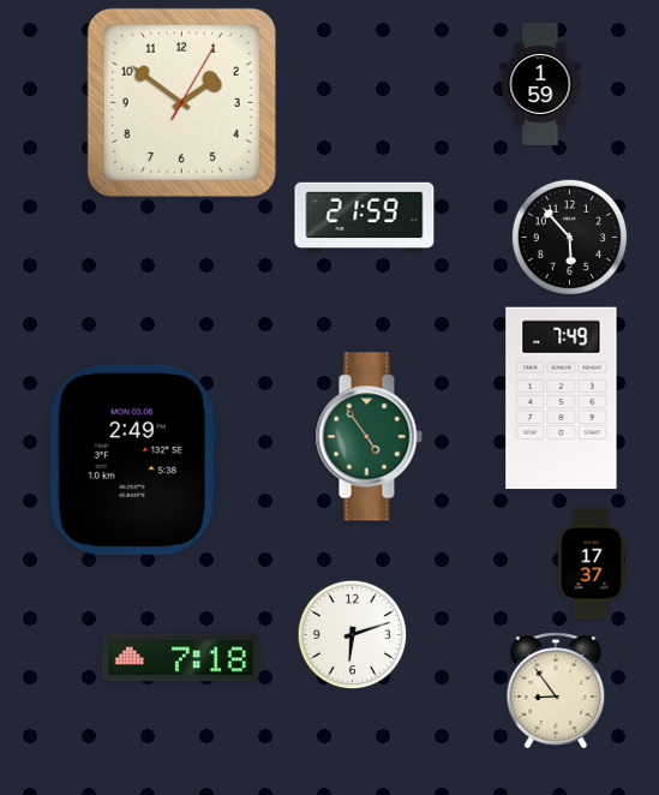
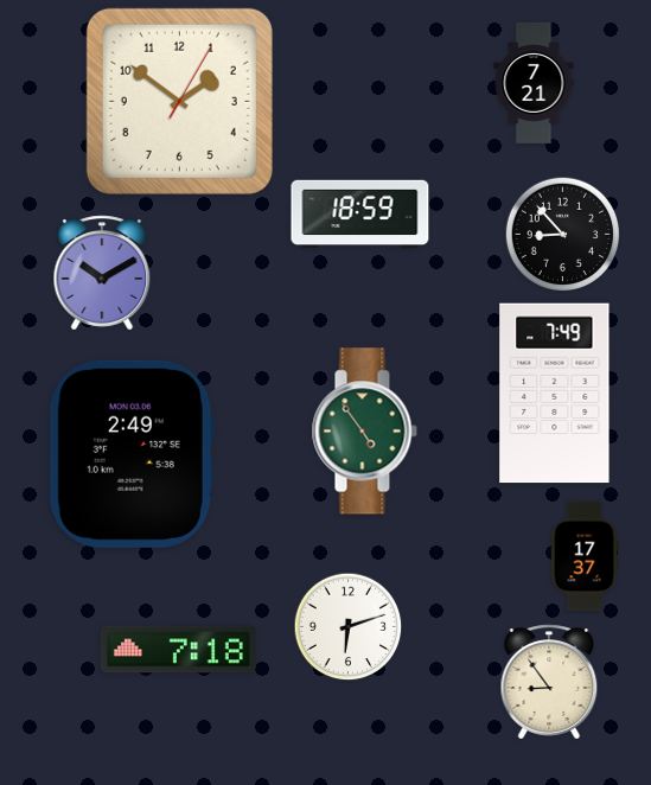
clock at (540, 84): 1:59 -> 7:21
clock at (365, 217): 21:59 -> 18:59
clock at (570, 238): 5:53 -> 8:53
clock at (102, 273): none -> 10:10
